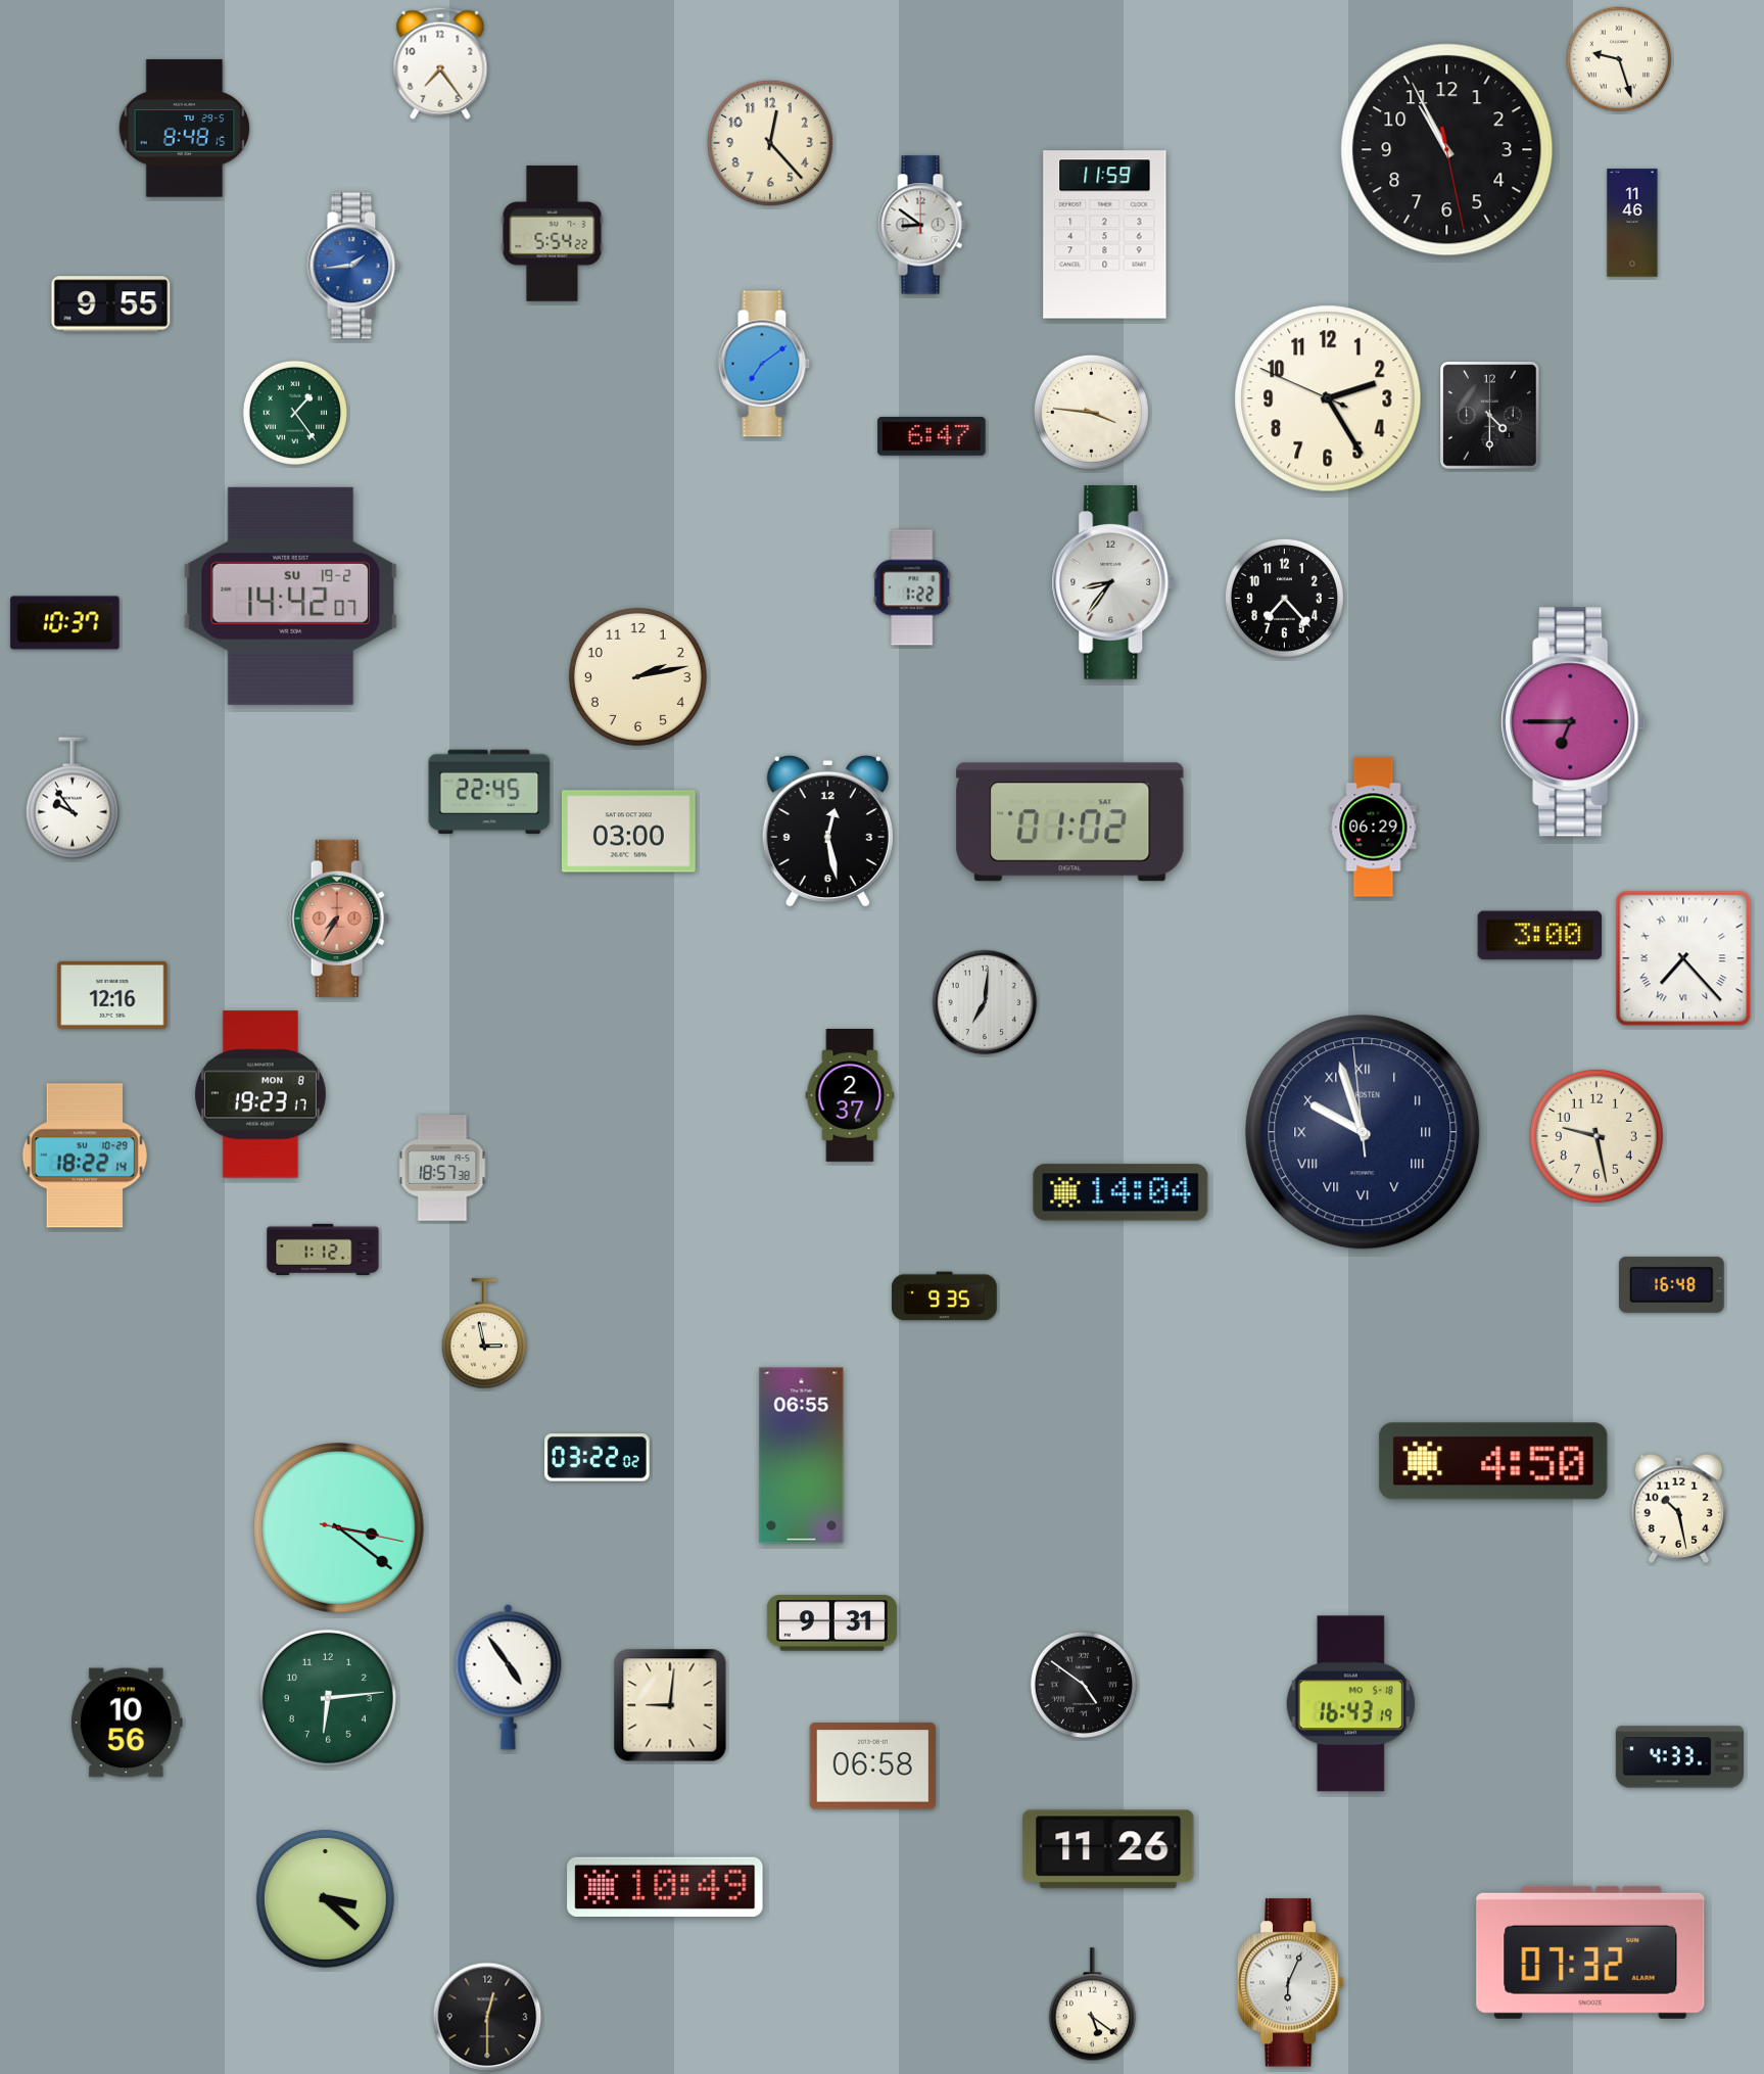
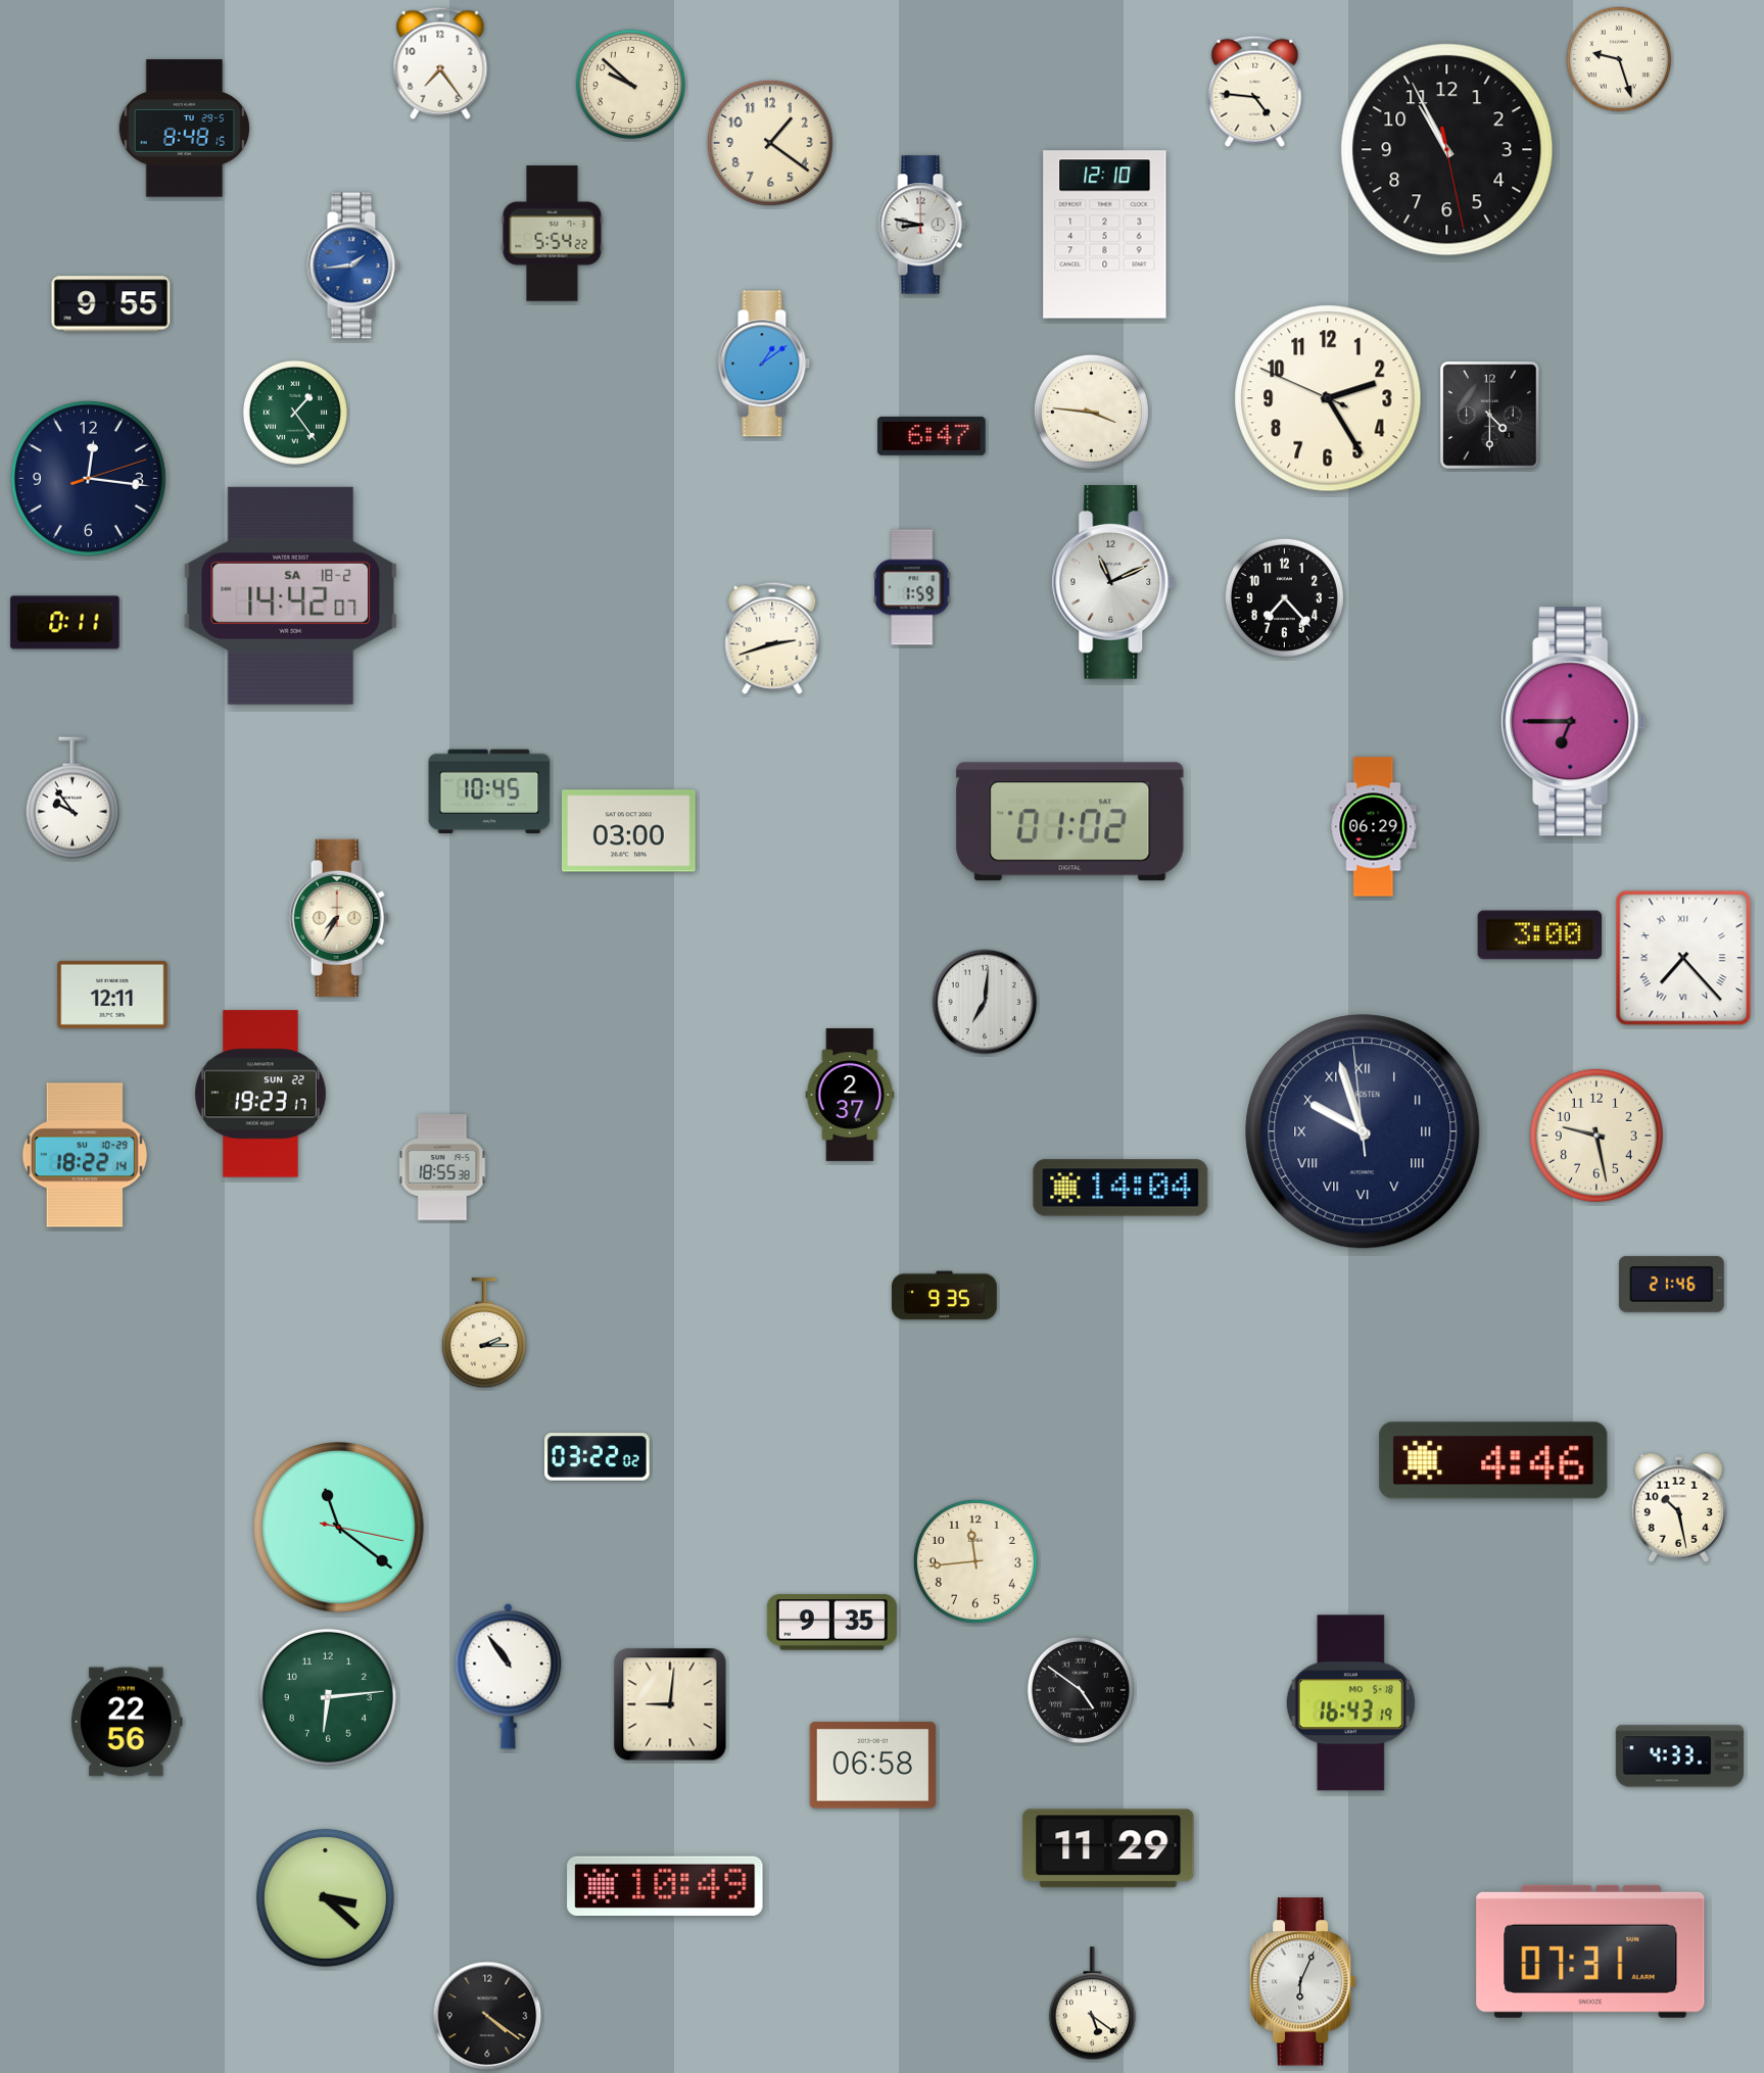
clock at (630, 84): none -> 9:52
clock at (1255, 91): none -> 4:46
clock at (770, 143): 12:23 -> 1:21
clock at (1632, 223): 11:46 -> none
clock at (922, 225): 8:51 -> 8:47
clock at (1105, 235): 11:59 -> 12:10
clock at (764, 364): 7:09 -> 1:09
clock at (88, 478): none -> 12:16
clock at (1113, 583): 8:36 -> 11:11
clock at (912, 587): 1:22 -> 1:59
clock at (291, 596) date: SU 19-2 -> SA 18-2
clock at (65, 623): 10:37 -> 0:11
clock at (772, 638): none -> 2:42
clock at (637, 676): 2:13 -> none
clock at (489, 792): 22:45 -> 10:45
clock at (827, 832): 12:28 -> none
clock at (339, 918) dial: salmon -> cream
clock at (112, 995): 12:16 -> 12:11
clock at (260, 1094) date: MON 8 -> SUN 22
clock at (442, 1168): 18:57 -> 18:55
clock at (1121, 1192) position: (1121, 1192) -> (1121, 1188)
clock at (323, 1250): 1:12 -> none
clock at (1671, 1284): 16:48 -> 21:46
clock at (484, 1334): 2:58 -> 2:15
clock at (802, 1456): 06:55 -> none
clock at (1493, 1461): 4:50 -> 4:46
clock at (339, 1528): 3:21 -> 11:21
clock at (975, 1561): none -> 11:44
clock at (831, 1623): 9:31 -> 9:35
clock at (509, 1677): 4:54 -> 10:54
clock at (1084, 1685) position: (1084, 1685) -> (1081, 1690)
clock at (127, 1723): 10:56 -> 22:56
clock at (1108, 1849): 11:26 -> 11:29
clock at (1590, 1952): 07:32 -> 07:31
clock at (1290, 1983) position: (1290, 1983) -> (1302, 1982)
clock at (487, 2017): 12:30 -> 4:21
